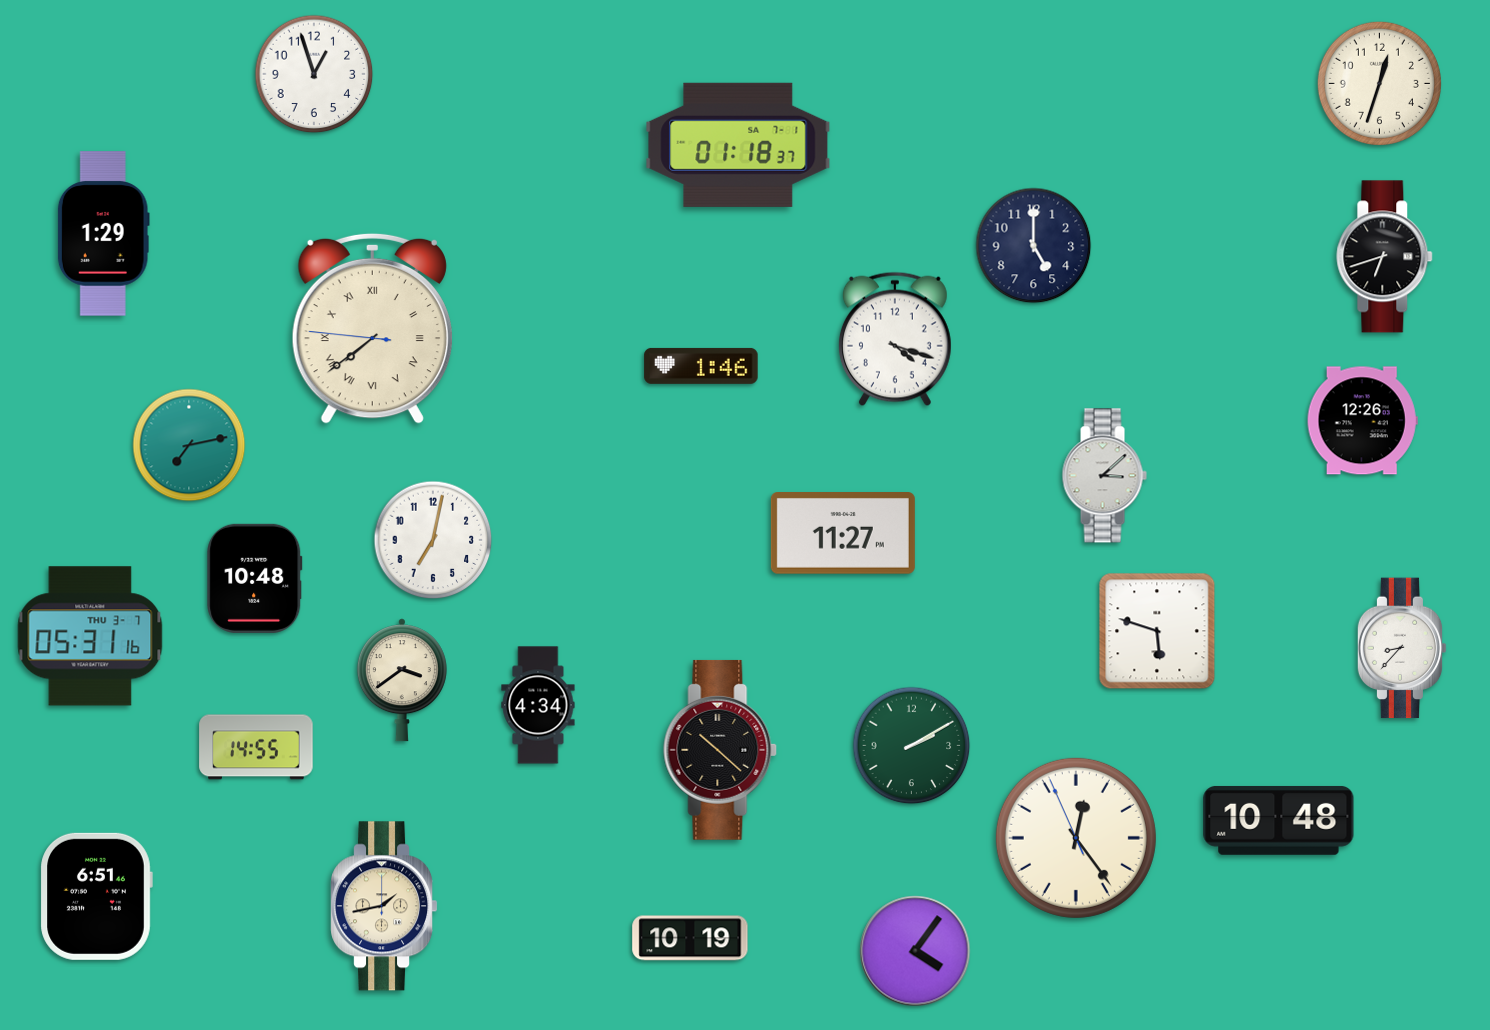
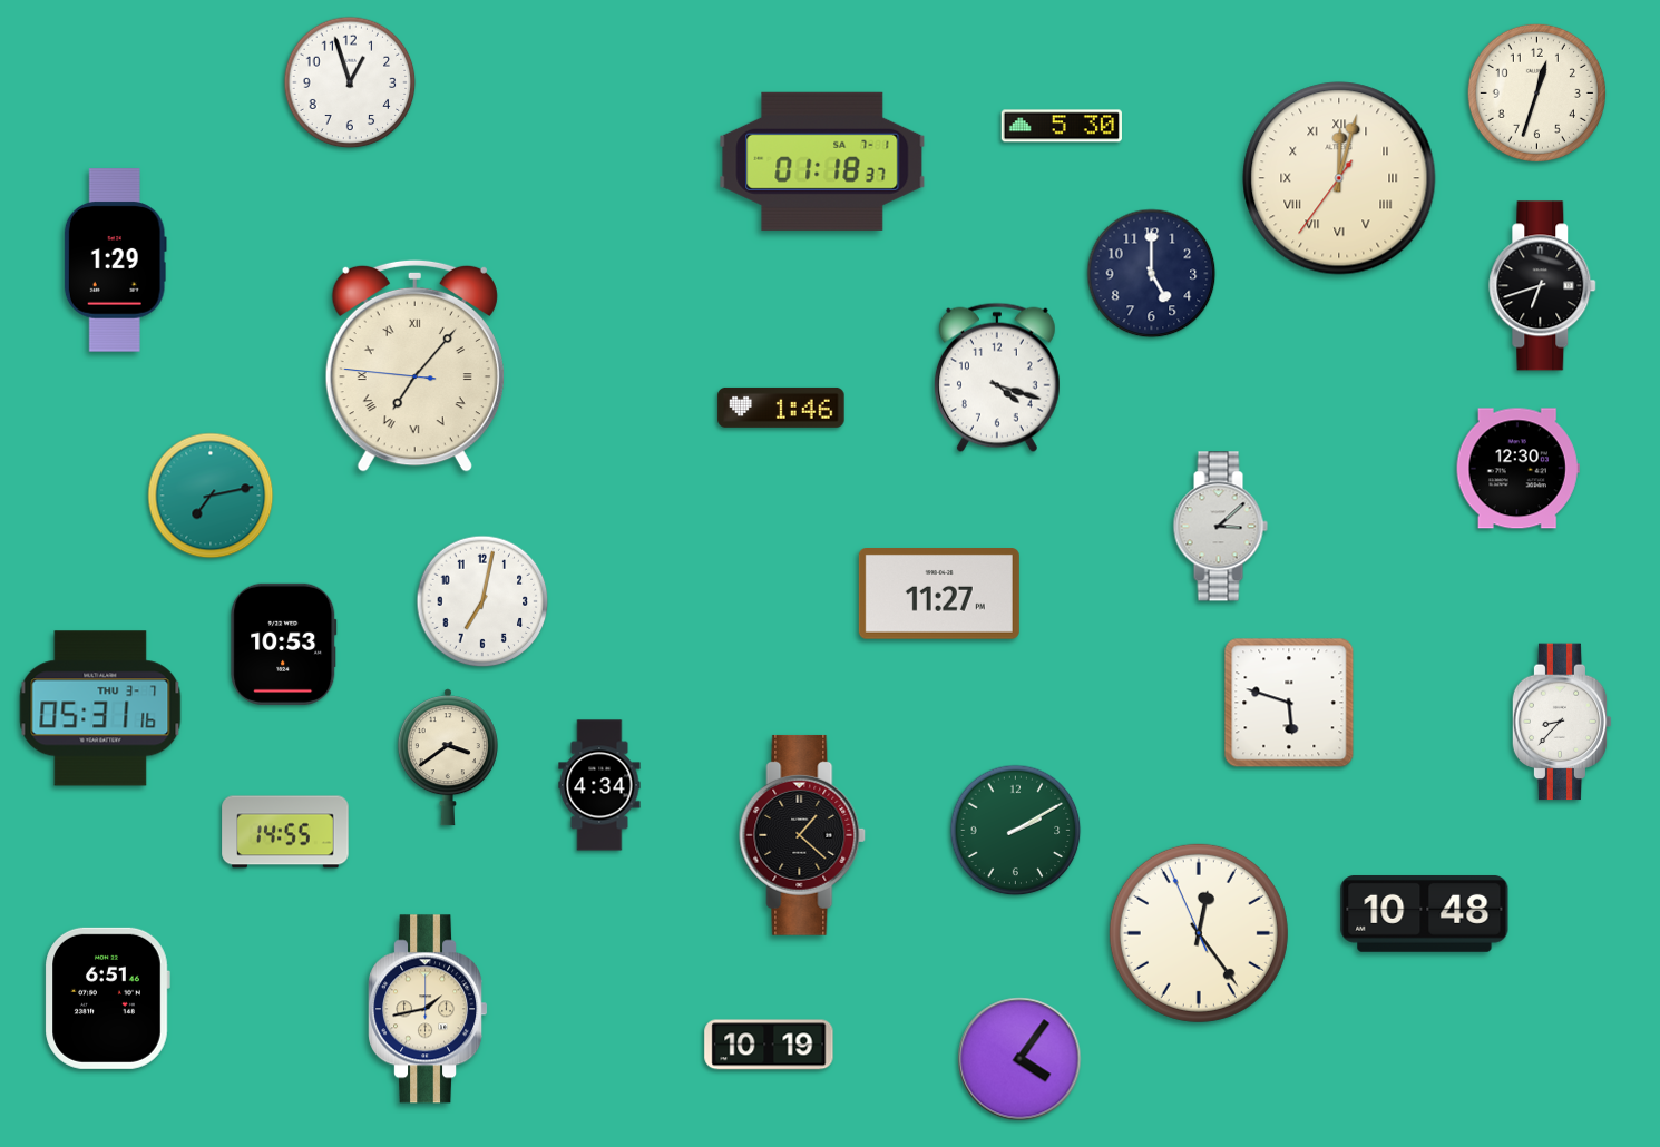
clock at (1062, 126): none -> 5:30
clock at (1339, 178): none -> 12:02
clock at (372, 328): 7:38 -> 7:06
clock at (1362, 421): 12:26 -> 12:30
clock at (1104, 476) position: (1104, 476) -> (1220, 527)
clock at (255, 578): 10:48 -> 10:53
clock at (720, 750): 10:22 -> 1:22
